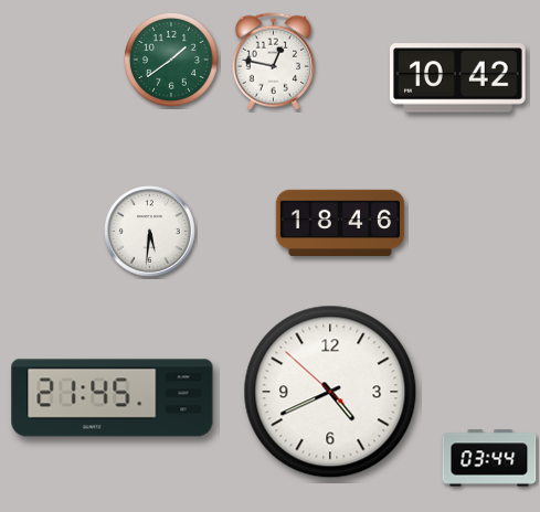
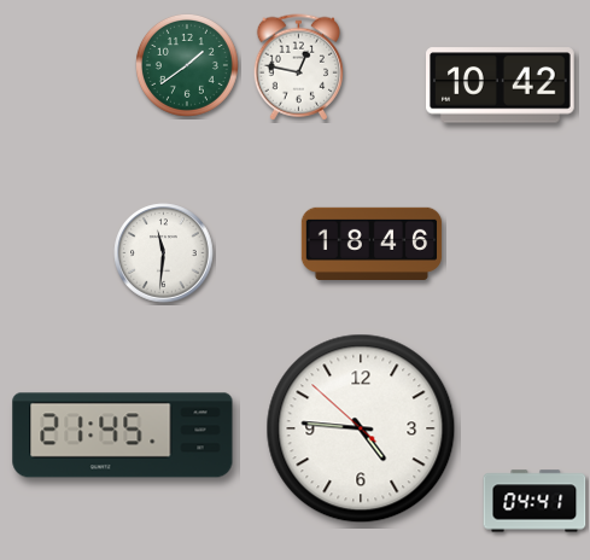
clock at (150, 232): 5:31 -> 11:31
clock at (330, 392): 4:40 -> 4:45
clock at (489, 458): 03:44 -> 04:41
